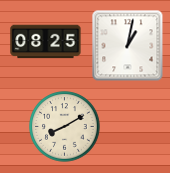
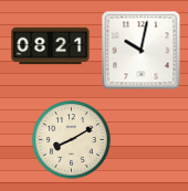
clock at (46, 42): 08:25 -> 08:21
clock at (128, 46): 1:02 -> 10:02
